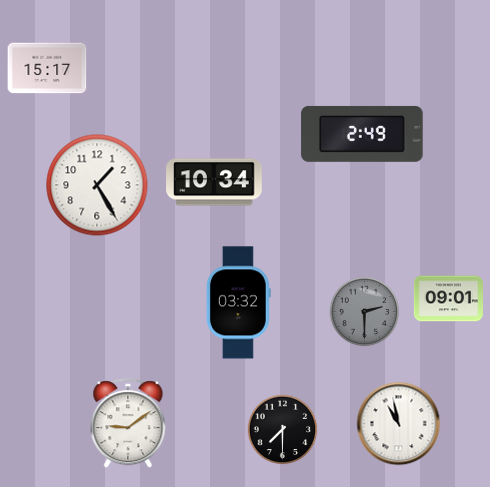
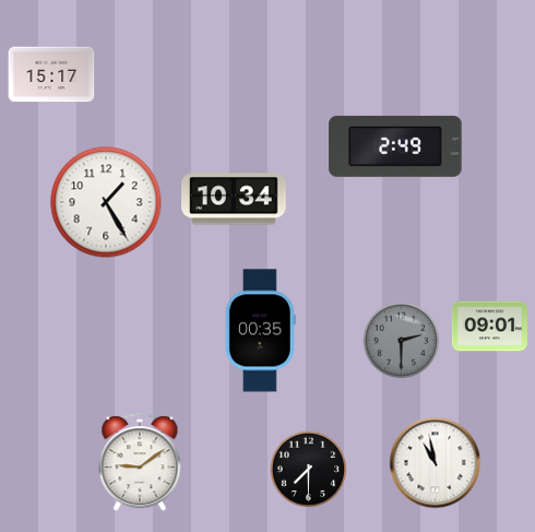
clock at (238, 303): 03:32 -> 00:35
clock at (365, 312) position: (365, 312) -> (402, 341)
